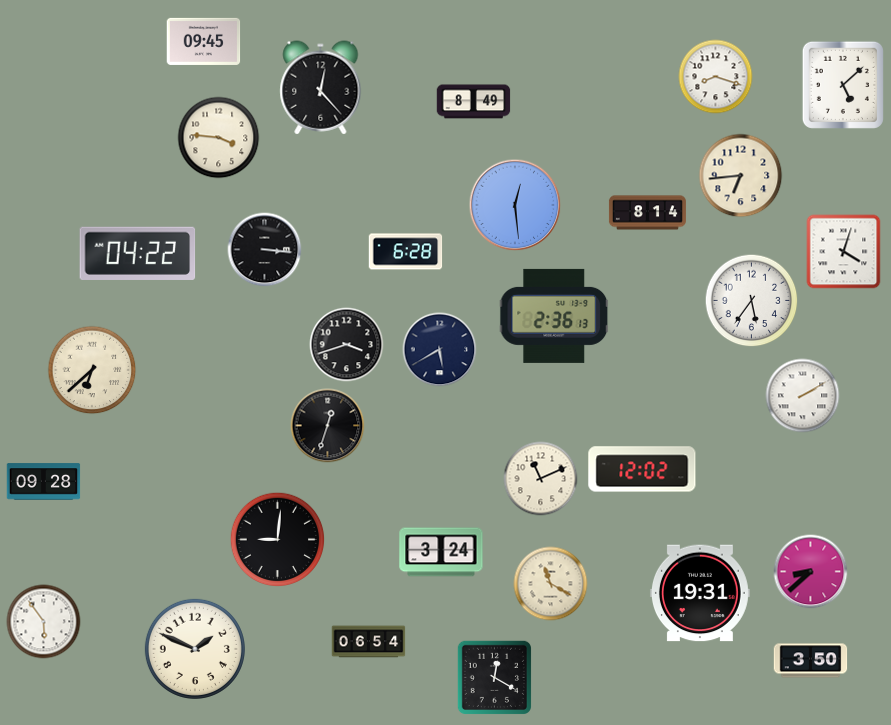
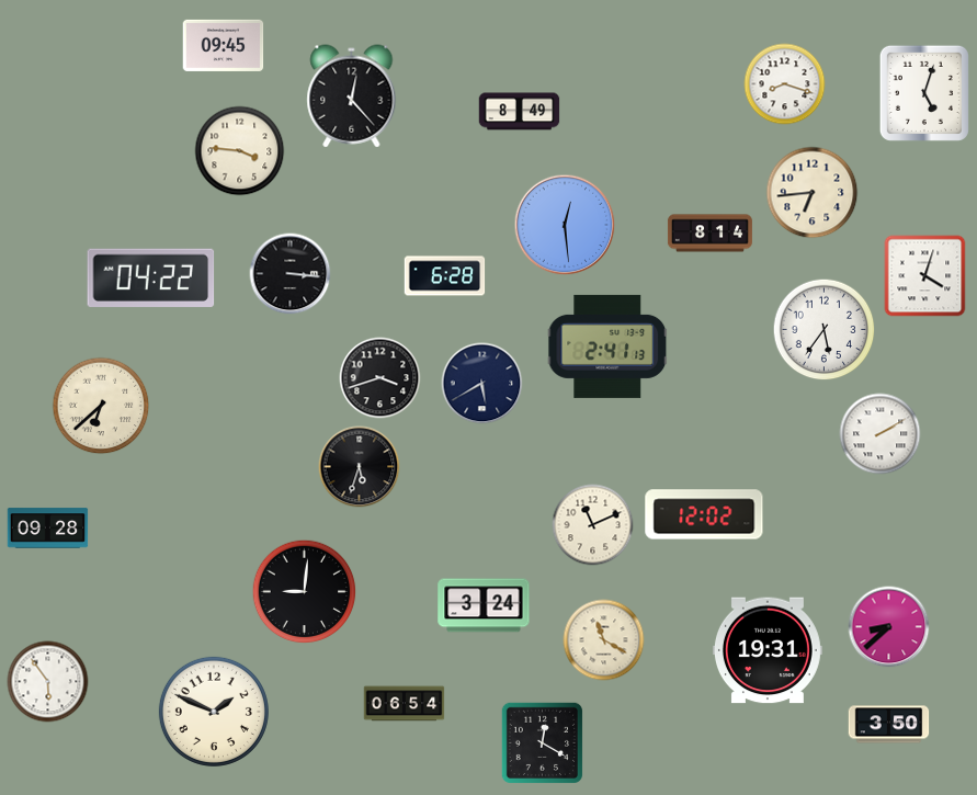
clock at (843, 85): 5:08 -> 5:03
clock at (554, 316): 2:36 -> 2:41
clock at (328, 426): 12:33 -> 5:33
